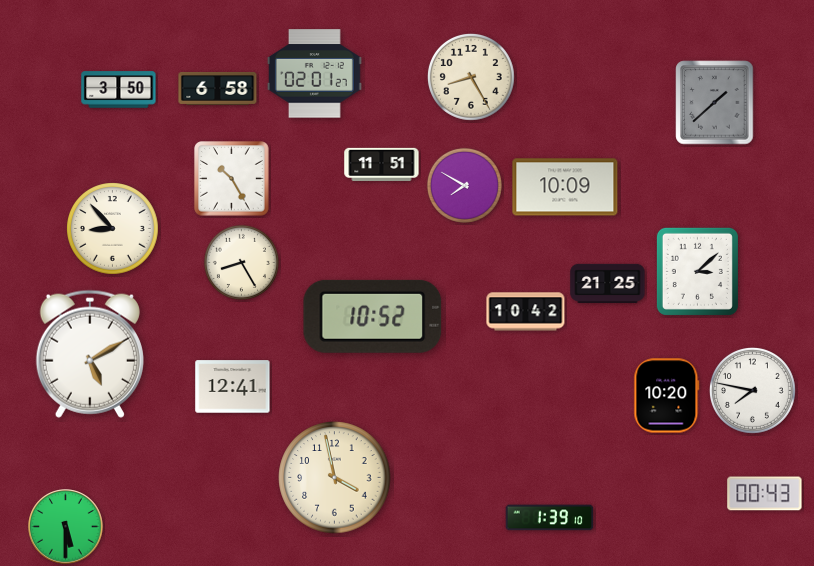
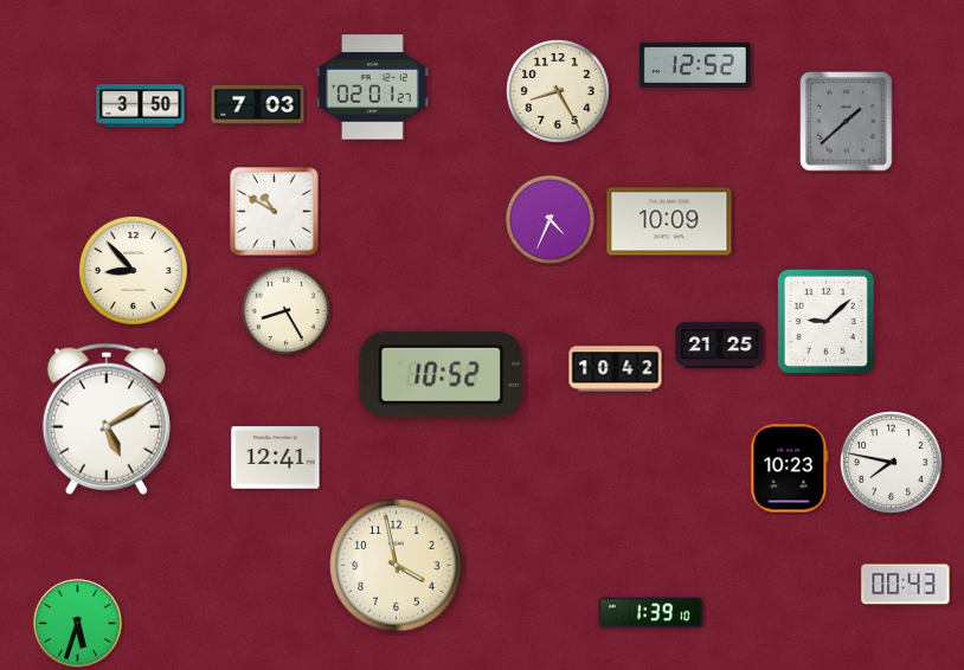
clock at (695, 64): none -> 12:52
clock at (218, 88): 6:58 -> 7:03
clock at (382, 164): 11:51 -> none
clock at (232, 179): 10:25 -> 10:50
clock at (464, 185): 7:50 -> 4:34
clock at (697, 271): 3:08 -> 9:08
clock at (608, 283) position: (608, 283) -> (720, 344)
clock at (526, 312) position: (526, 312) -> (616, 369)
clock at (667, 396): 10:20 -> 10:23
clock at (66, 527): 5:30 -> 5:33
